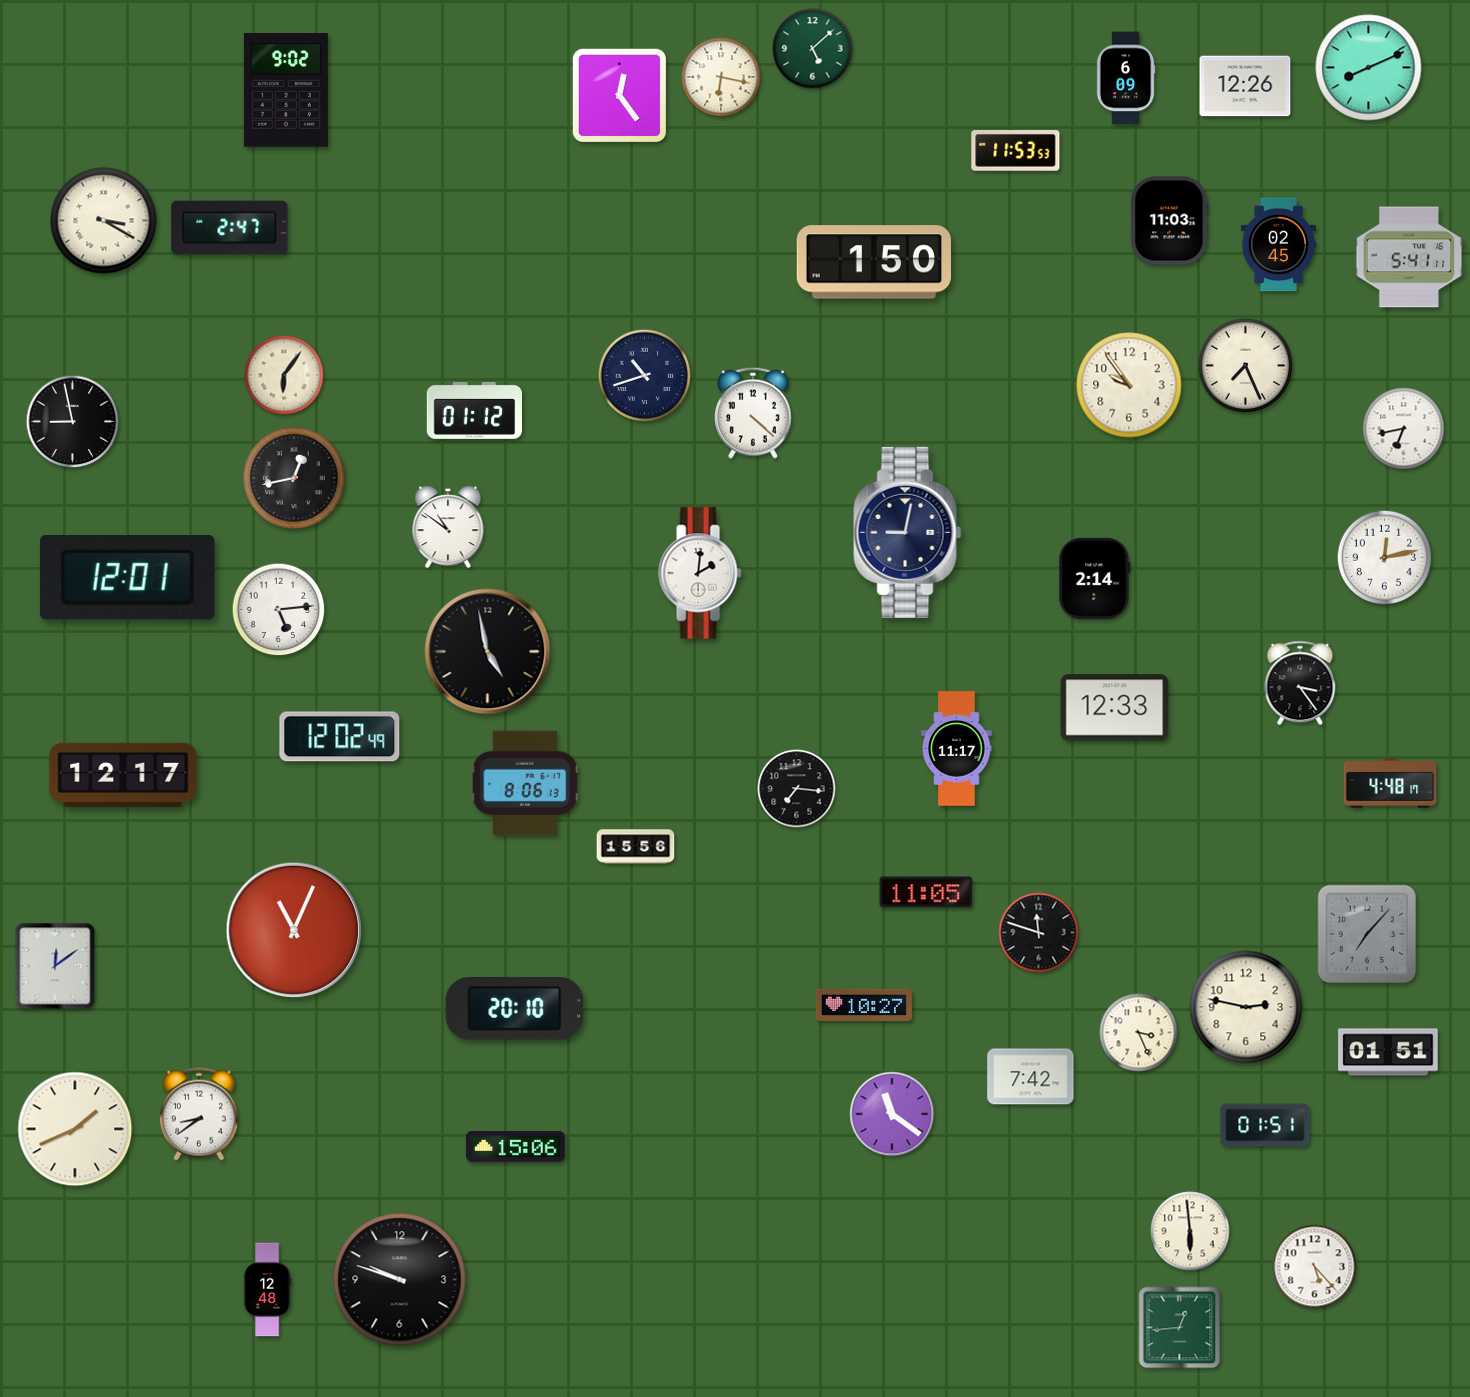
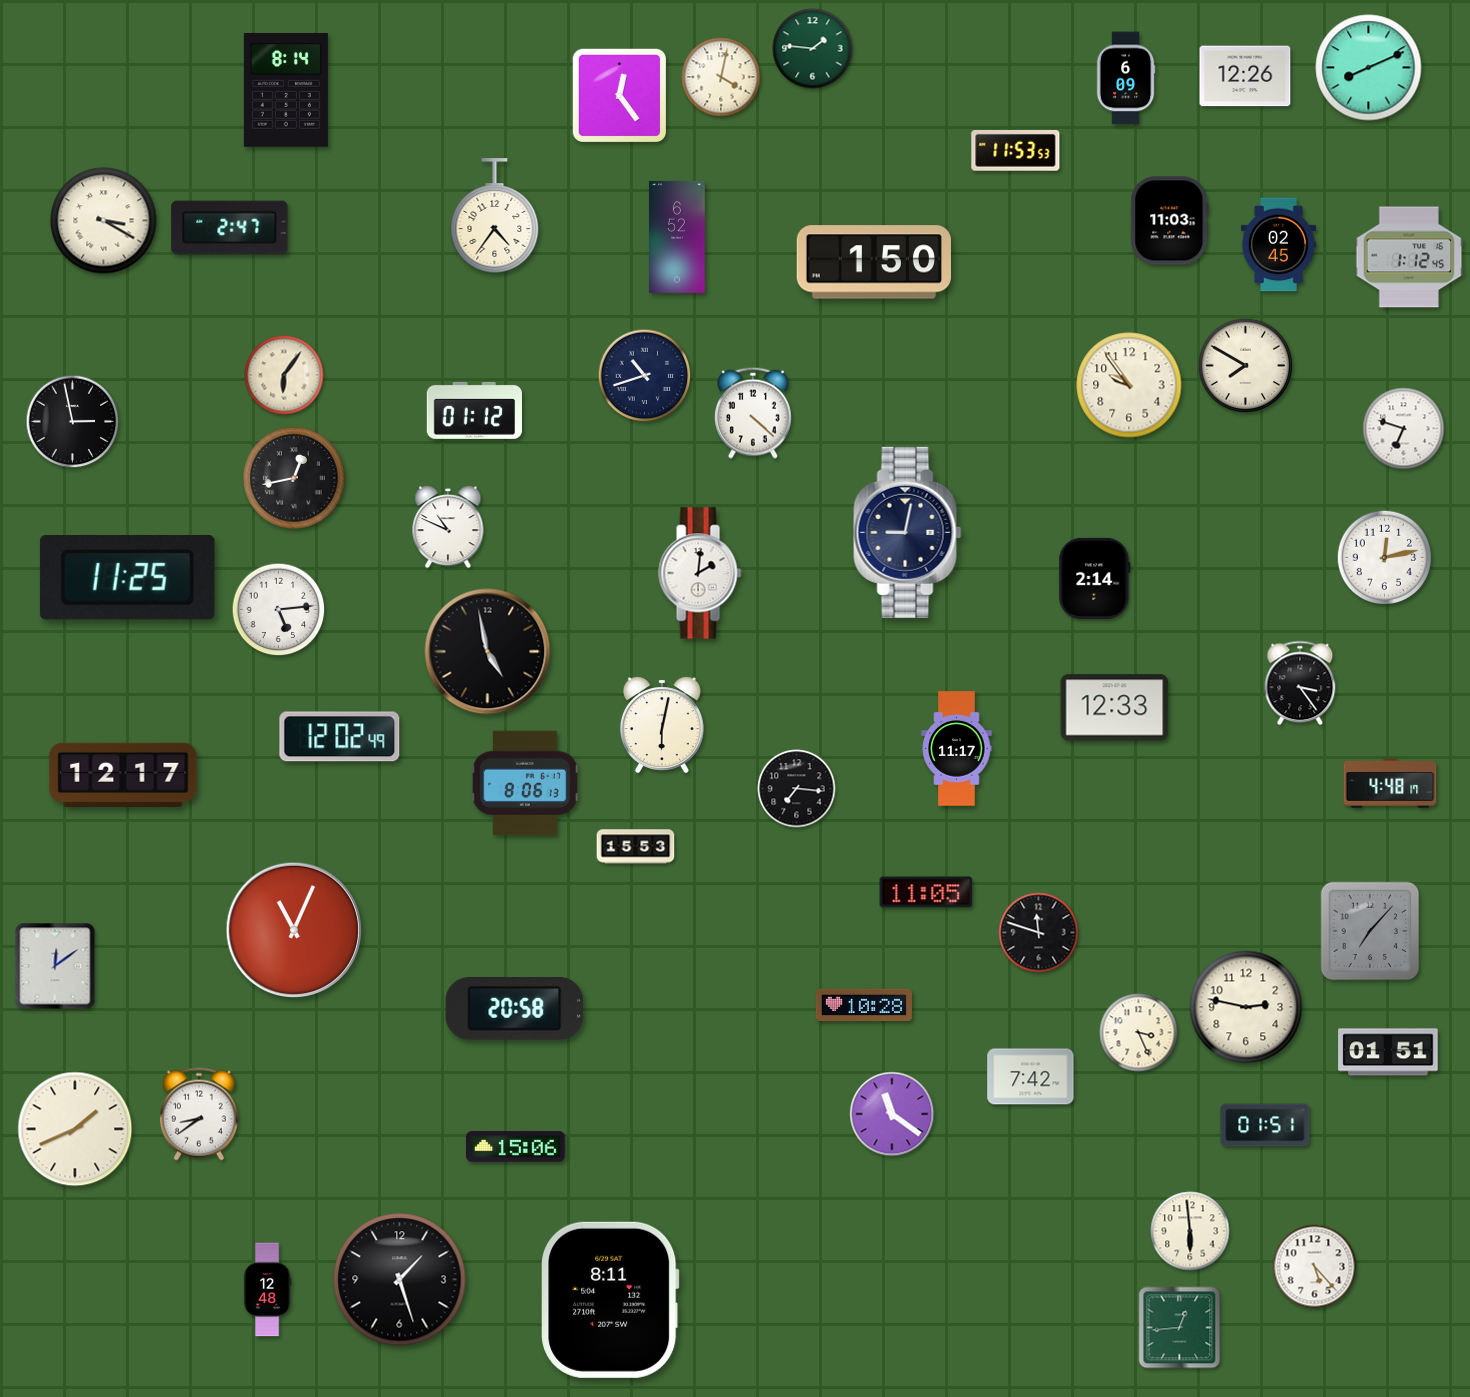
clock at (813, 49): 5:08 -> 1:46
clock at (721, 77): 6:17 -> 4:02
clock at (1245, 86) position: (1245, 86) -> (1245, 76)
clock at (286, 91): 9:02 -> 8:14
clock at (495, 216): none -> 4:36
clock at (678, 237): none -> 6:52
clock at (1409, 257): 5:41 -> 1:12
clock at (1246, 366): 7:26 -> 7:50
clock at (73, 422): 8:58 -> 2:58
clock at (1404, 429): 6:43 -> 6:48
clock at (448, 528): 10:51 -> 10:49
clock at (127, 578): 12:01 -> 11:25
clock at (662, 724): none -> 6:02
clock at (636, 847): 15:56 -> 15:53
clock at (1367, 934) position: (1367, 934) -> (1370, 931)
clock at (864, 1004): 10:27 -> 10:28
clock at (515, 1009): 20:10 -> 20:58
clock at (400, 1280): 9:48 -> 1:27
clock at (611, 1300): none -> 8:11
